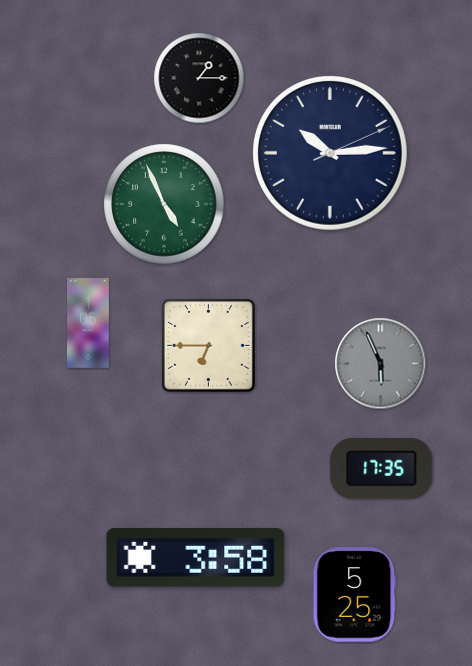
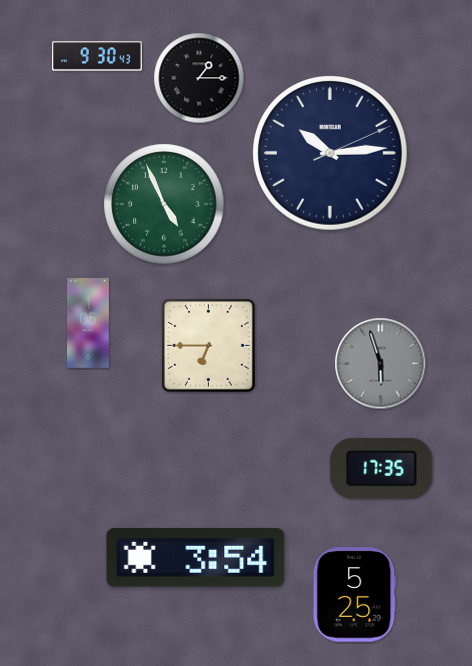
clock at (98, 56): none -> 9:30
clock at (381, 364): 5:56 -> 5:57
clock at (196, 558): 3:58 -> 3:54
